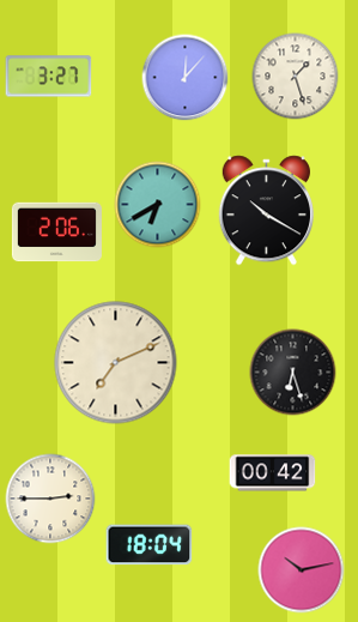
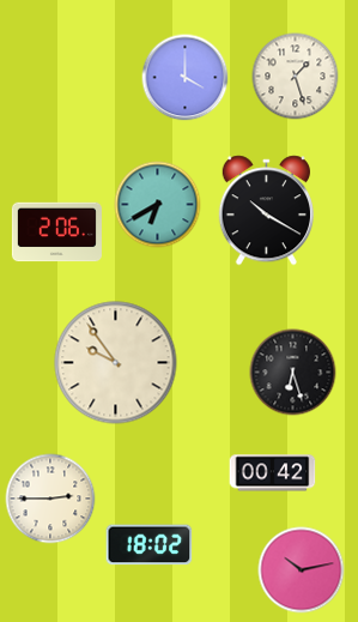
clock at (49, 77): 3:27 -> none
clock at (186, 78): 12:07 -> 4:00
clock at (116, 363): 7:11 -> 9:54
clock at (150, 545): 18:04 -> 18:02
